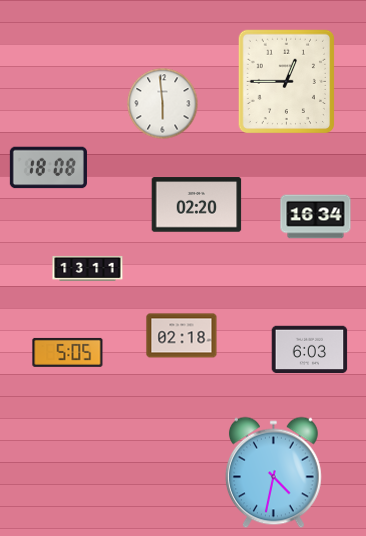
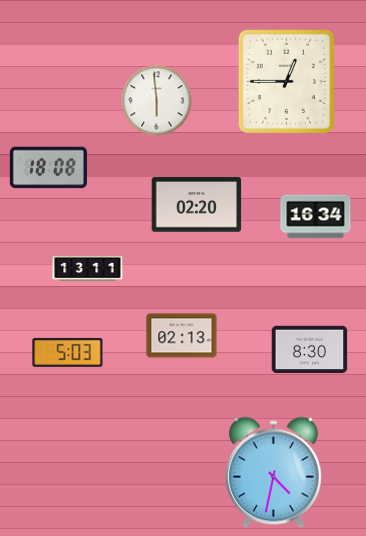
clock at (163, 104) position: (163, 104) -> (157, 101)
clock at (182, 336): 02:18 -> 02:13
clock at (310, 350): 6:03 -> 8:30
clock at (68, 352): 5:05 -> 5:03
